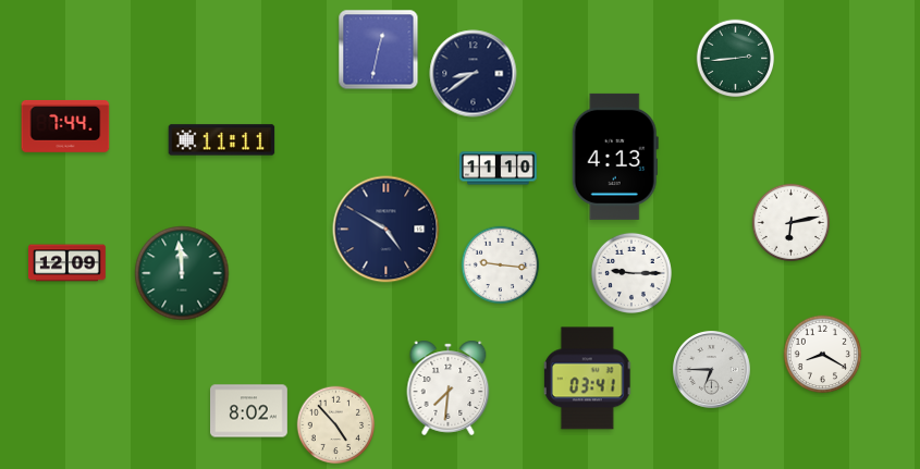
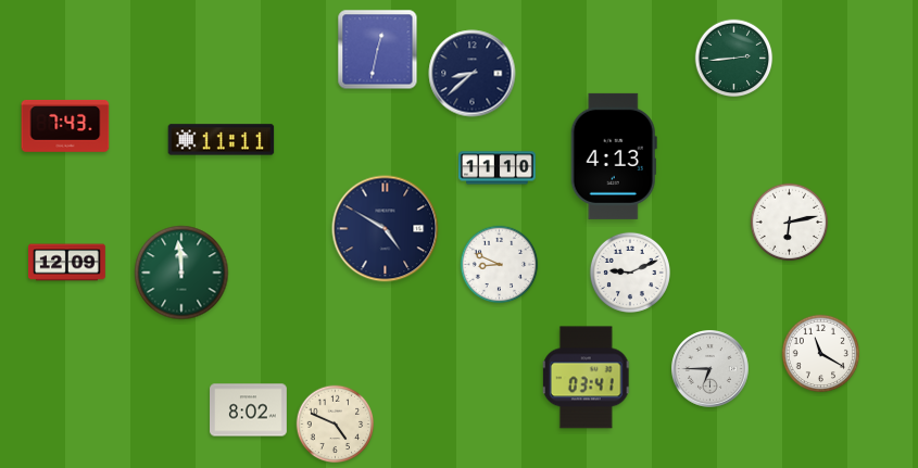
clock at (474, 74): 8:39 -> 8:38
clock at (65, 126): 7:44 -> 7:43
clock at (501, 266): 9:16 -> 8:49
clock at (631, 273): 9:15 -> 9:11
clock at (823, 355): 8:20 -> 11:20
clock at (449, 387): 7:31 -> none
clock at (336, 425): 4:53 -> 4:49
